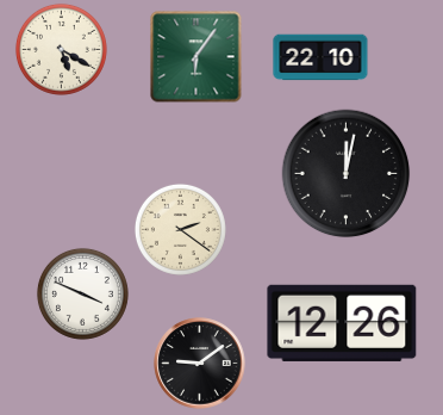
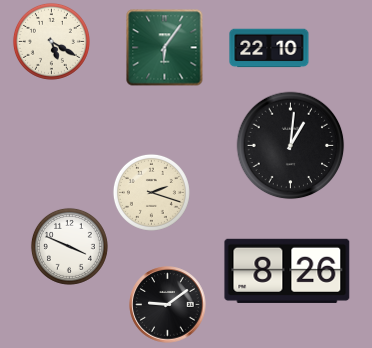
clock at (347, 174): 12:02 -> 1:01
clock at (180, 229): 2:21 -> 2:18
clock at (342, 323): 12:26 -> 8:26
